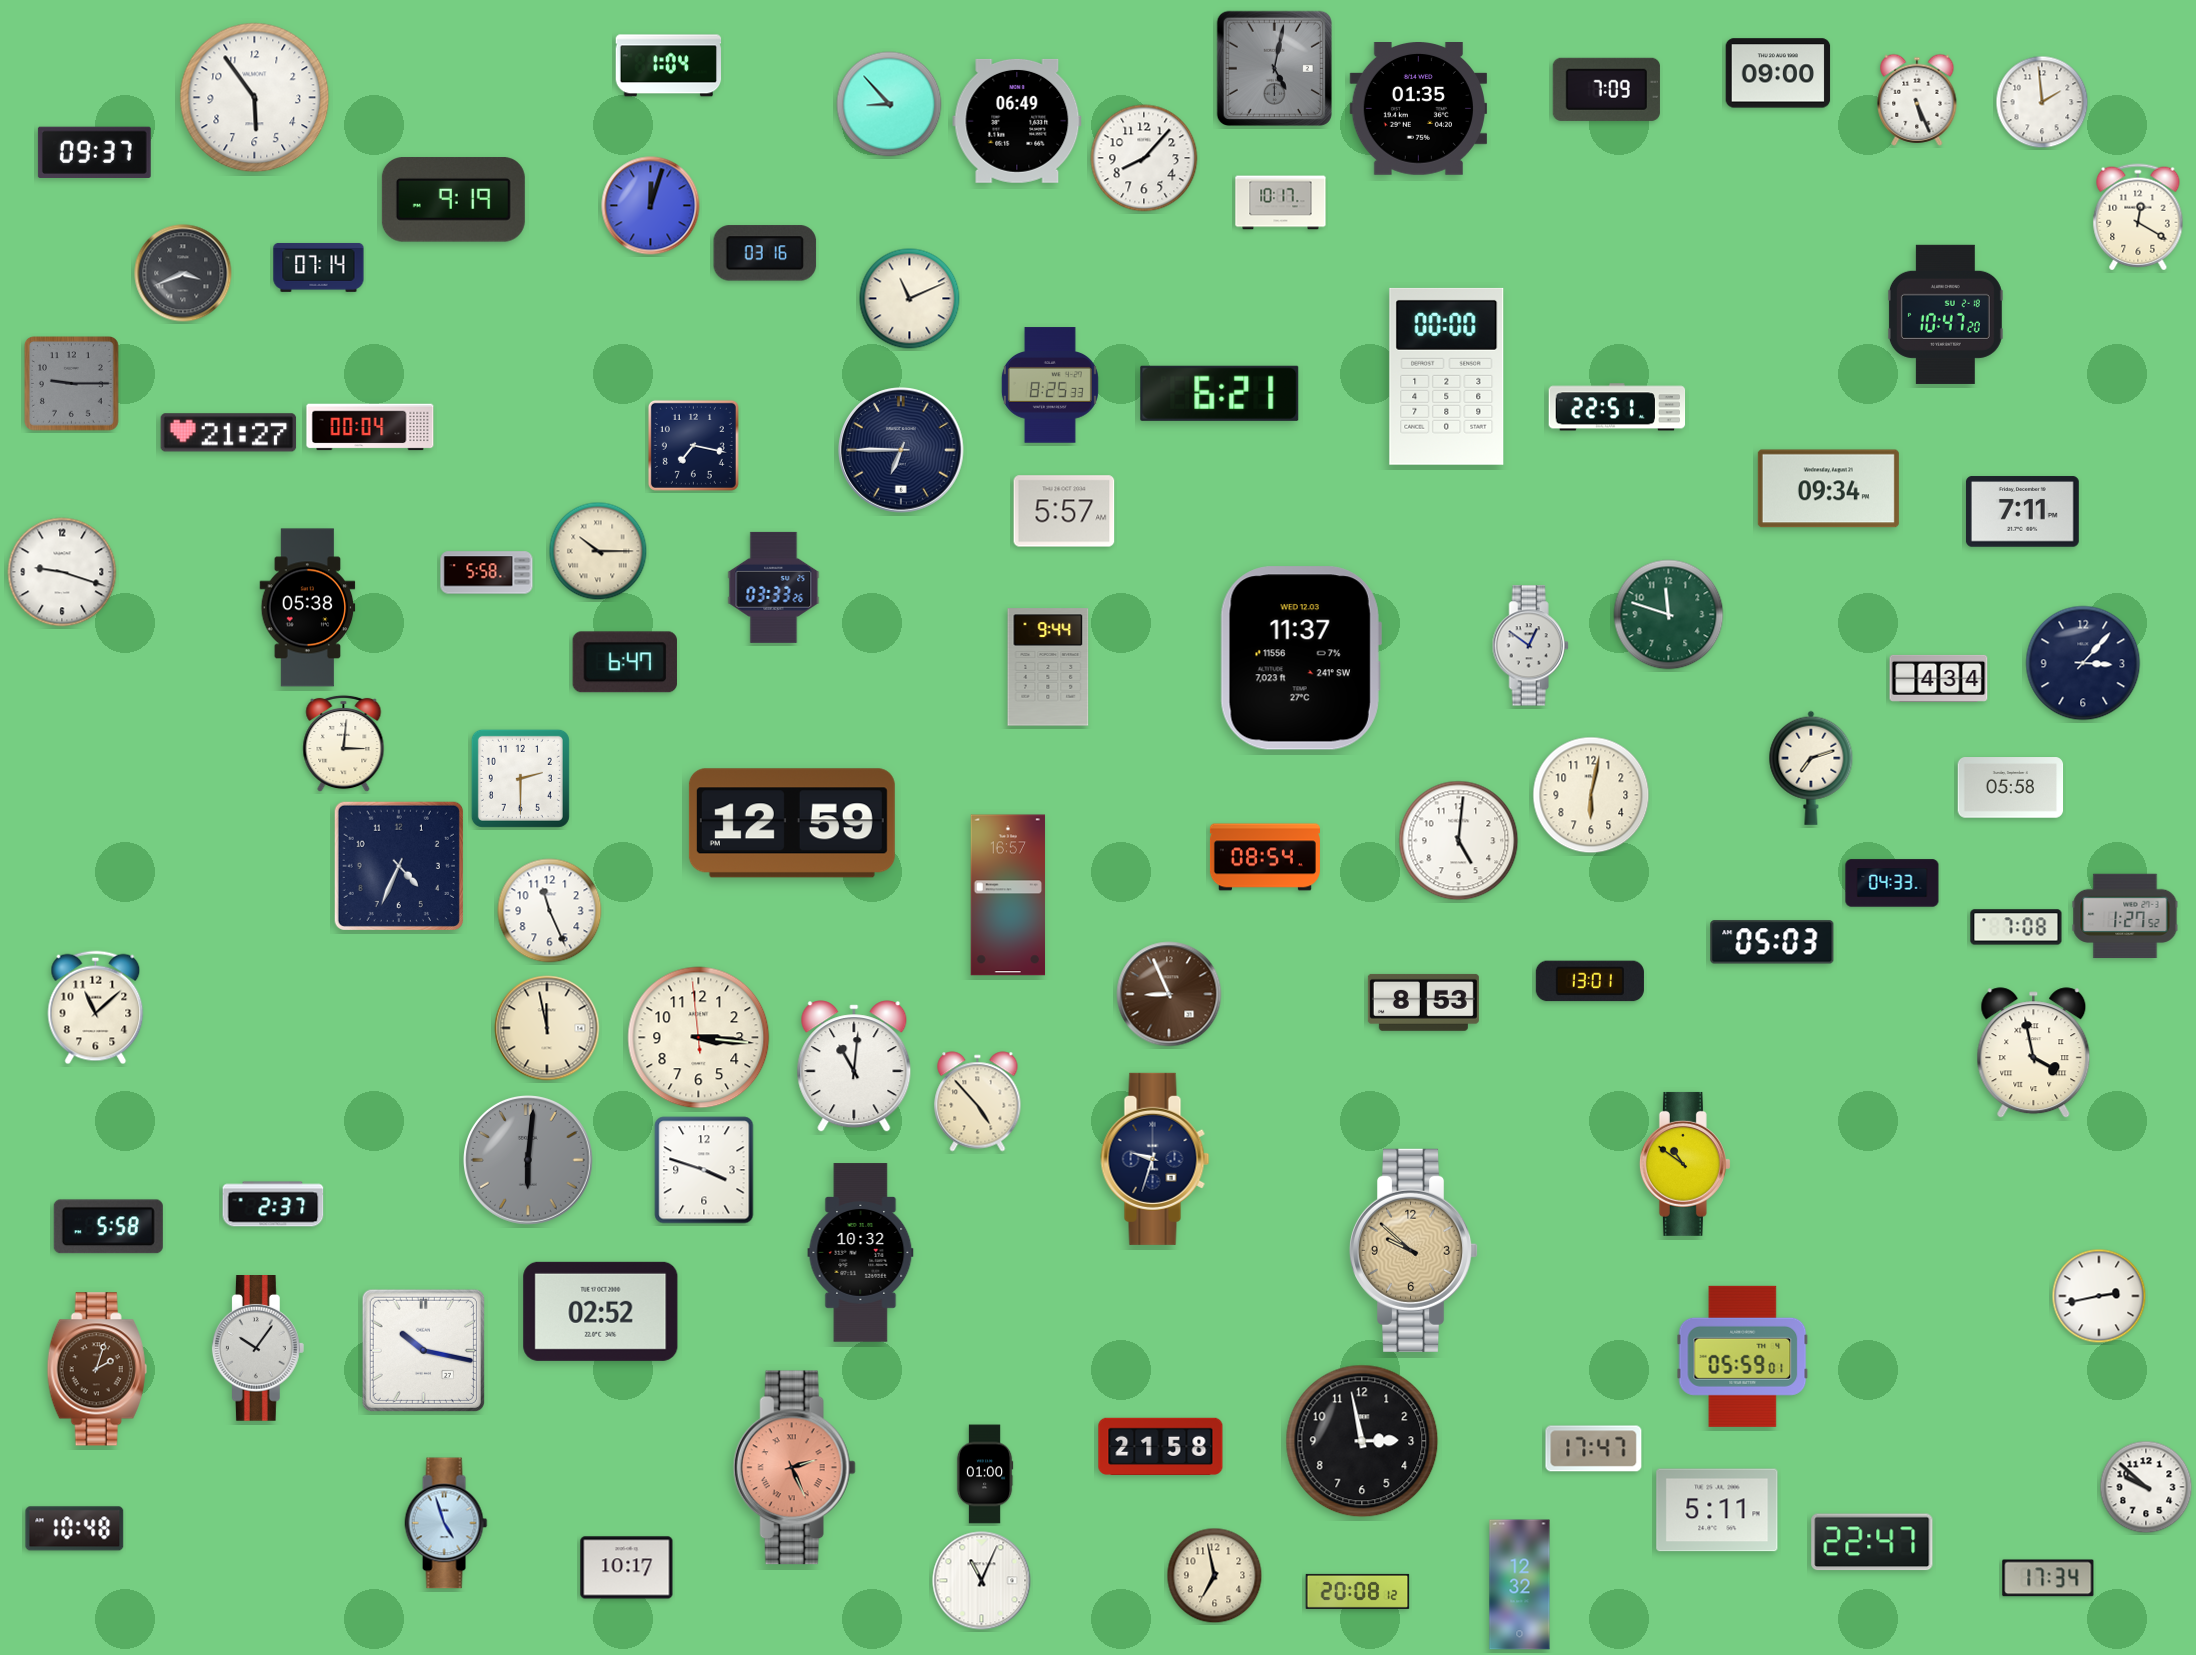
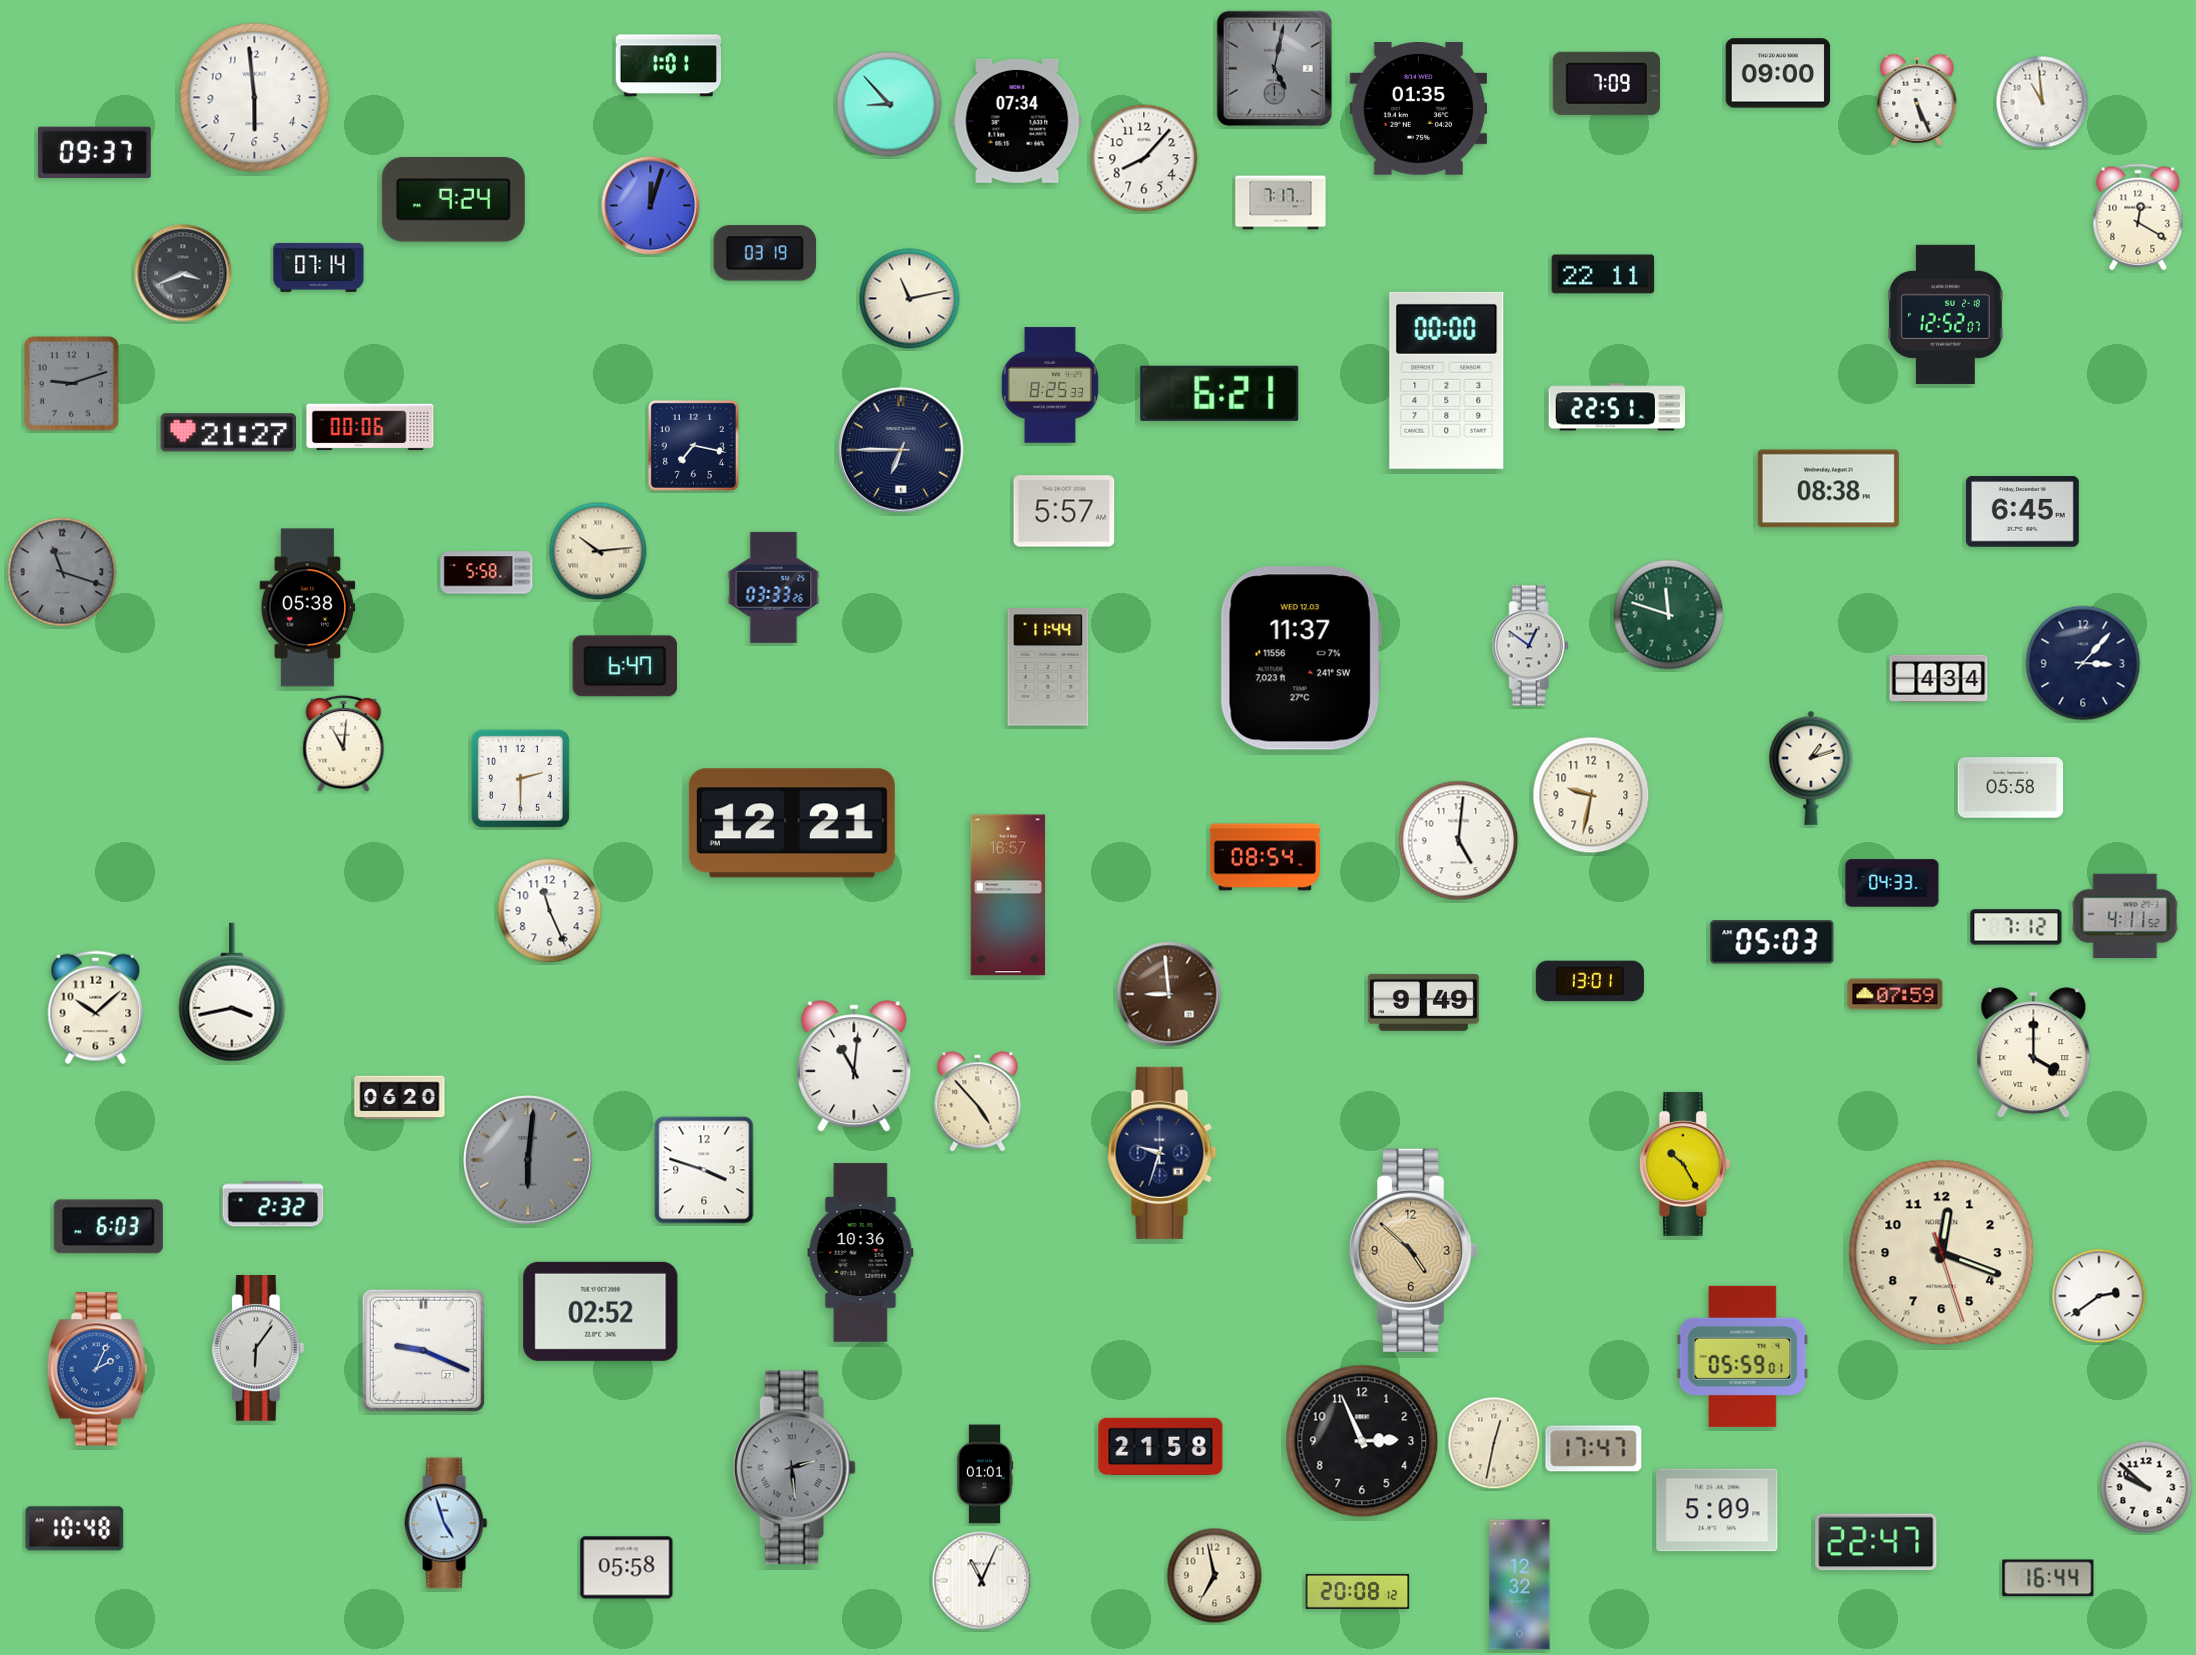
clock at (669, 66): 1:04 -> 1:01
clock at (1606, 89) position: (1606, 89) -> (1606, 83)
clock at (255, 98): 5:54 -> 5:59
clock at (2042, 102): 1:59 -> 10:59
clock at (1017, 121): 06:49 -> 07:34
clock at (453, 200): 9:19 -> 9:24
clock at (1281, 203): 10:17 -> 7:17
clock at (765, 253): 03:16 -> 03:19
clock at (1603, 274): none -> 22:11
clock at (910, 299): 11:11 -> 11:13
clock at (1945, 314): 10:47 -> 12:52
clock at (1447, 376) position: (1447, 376) -> (1447, 380)
clock at (72, 384): 9:15 -> 9:12
clock at (370, 427): 00:04 -> 00:06
clock at (1828, 489): 09:34 -> 08:38
clock at (2022, 512): 7:11 -> 6:45
clock at (598, 551): 10:15 -> 10:14
clock at (62, 572): 9:18 -> 11:18
clock at (62, 572) dial: white -> grey
clock at (625, 662) position: (625, 662) -> (625, 666)
clock at (1048, 667): 9:44 -> 11:44
clock at (344, 744): 3:01 -> 11:01
clock at (1811, 768): 7:12 -> 1:12
clock at (1591, 795): 6:02 -> 9:32
clock at (792, 823): 12:59 -> 12:21
clock at (399, 866): 4:34 -> none
clock at (2125, 916): 1:27 -> 4:11
clock at (2016, 927): 7:08 -> 7:12
clock at (232, 992): none -> 3:43
clock at (1169, 994): 8:56 -> 8:59
clock at (1895, 994): none -> 07:59
clock at (1423, 1002): 8:53 -> 9:49
clock at (96, 1008): 11:08 -> 10:08
clock at (547, 1028): 11:58 -> none
clock at (699, 1038): 3:15 -> none
clock at (2034, 1053): 3:58 -> 4:00
clock at (400, 1098): none -> 06:20
clock at (1155, 1159) position: (1155, 1159) -> (1162, 1153)
clock at (1685, 1164): 10:51 -> 10:25
clock at (273, 1204): 2:37 -> 2:32
clock at (108, 1227): 5:58 -> 6:03
clock at (1415, 1250): 9:52 -> 4:52
clock at (861, 1253): 10:32 -> 10:36
clock at (1942, 1253): none -> 12:18
clock at (2099, 1296): 2:43 -> 2:39
clock at (258, 1349): 10:06 -> 6:06
clock at (423, 1350): 10:17 -> 9:19
clock at (97, 1369): 2:03 -> 2:04
clock at (97, 1369) dial: brown -> blue
clock at (1362, 1441): 2:58 -> 2:56
clock at (1494, 1443): none -> 12:32
clock at (794, 1468): 2:26 -> 2:29
clock at (794, 1468) dial: salmon -> grey
clock at (985, 1474): 01:00 -> 01:01
clock at (1717, 1510): 5:11 -> 5:09
clock at (1872, 1542) position: (1872, 1542) -> (1876, 1542)
clock at (627, 1568): 10:17 -> 05:58
clock at (2048, 1578): 17:34 -> 16:44
